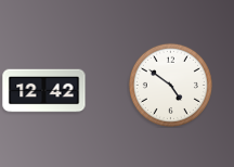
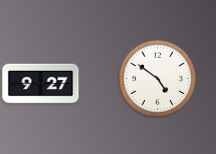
clock at (44, 91): 12:42 -> 9:27
